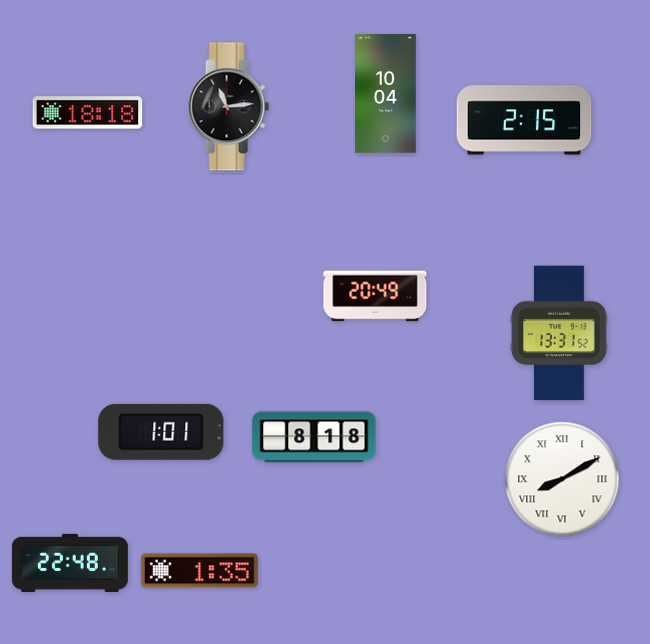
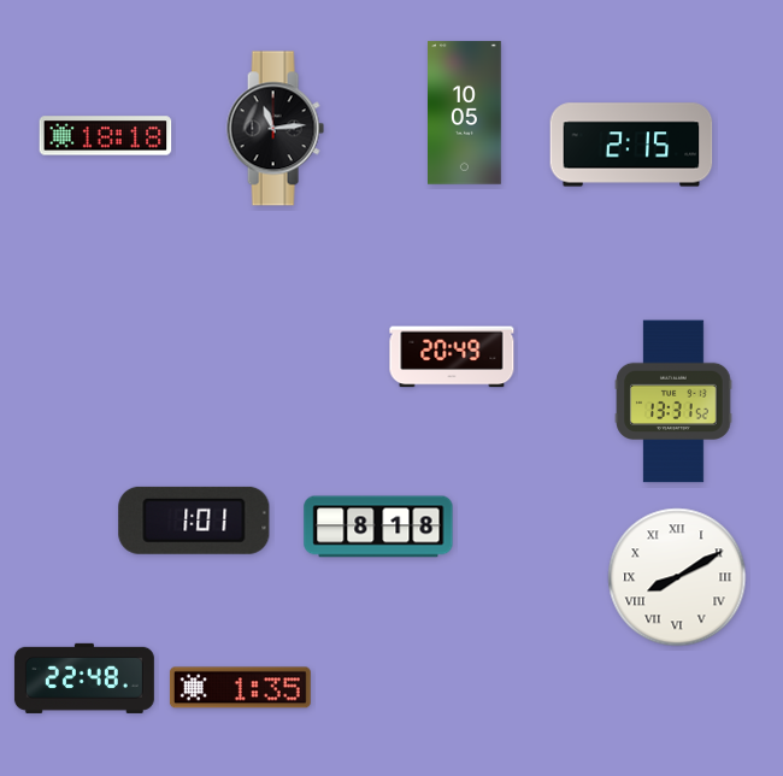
clock at (386, 94): 10:04 -> 10:05
